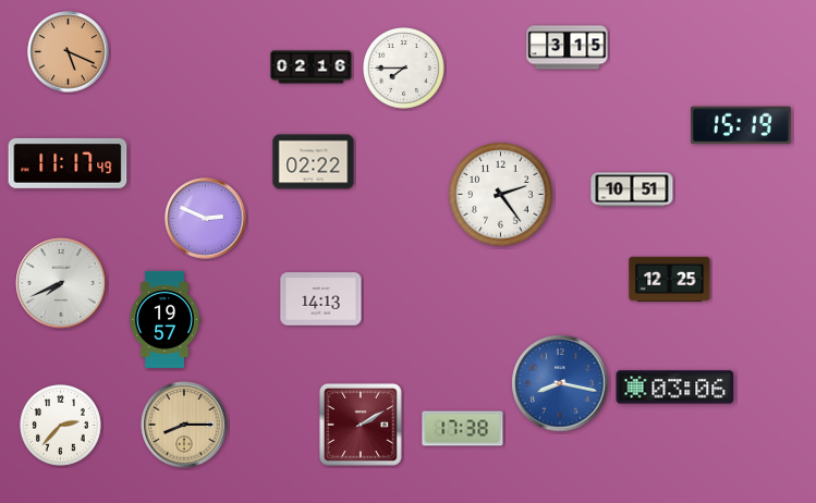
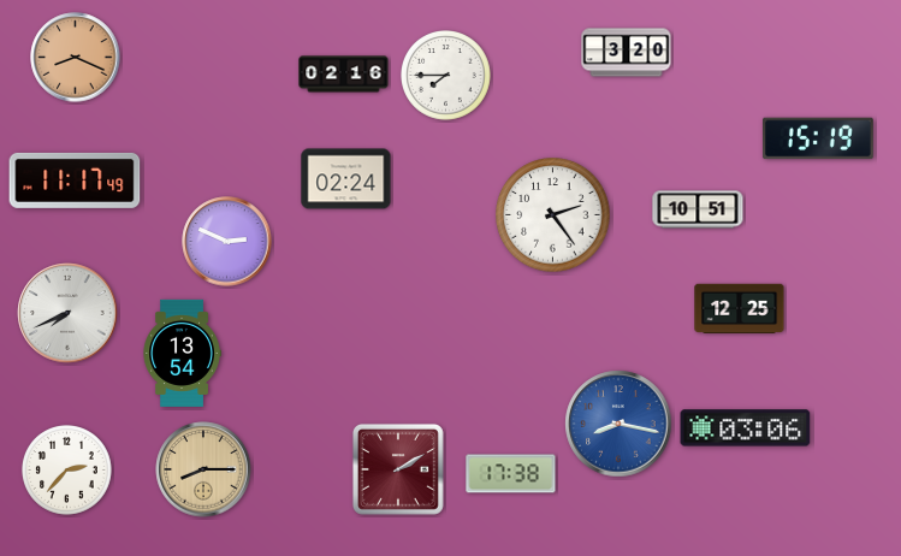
clock at (568, 48): 3:15 -> 3:20
clock at (69, 52): 5:19 -> 8:19
clock at (314, 162): 02:22 -> 02:24
clock at (321, 299): 14:13 -> none
clock at (165, 319): 19:57 -> 13:54
